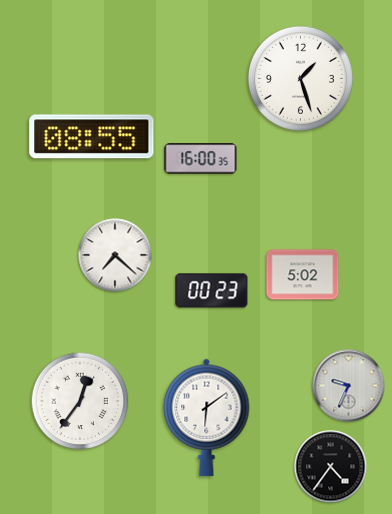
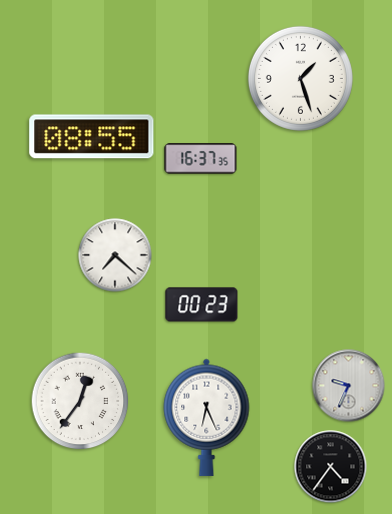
clock at (201, 159): 16:00 -> 16:37
clock at (303, 275): 5:02 -> none
clock at (212, 291) position: (212, 291) -> (202, 305)
clock at (207, 417): 6:09 -> 6:26
